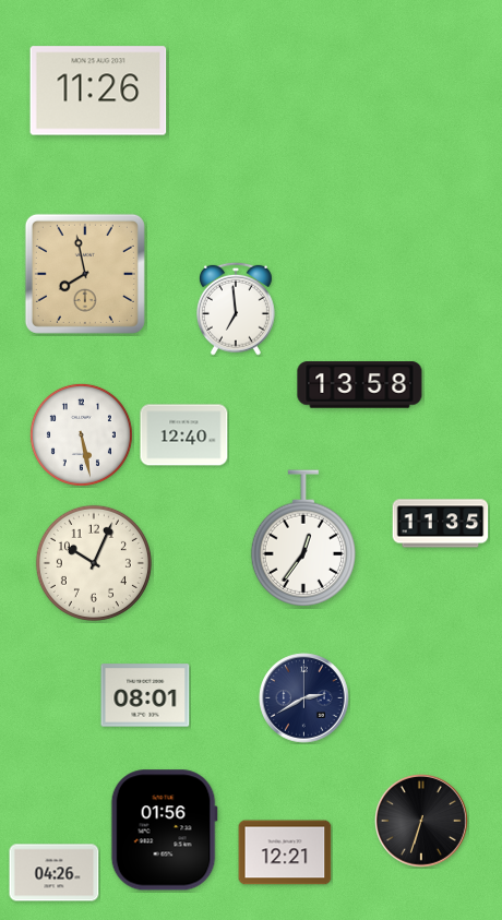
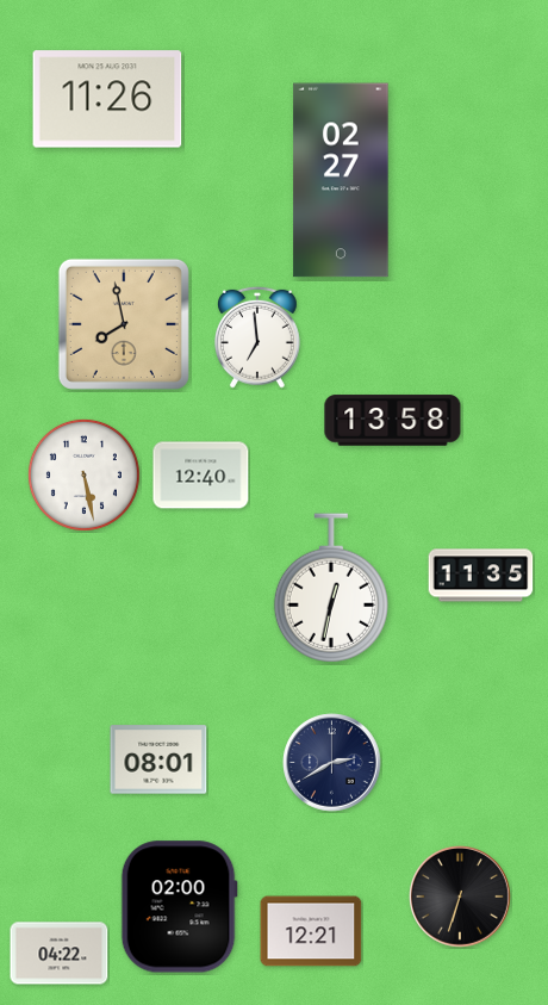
clock at (341, 180): none -> 02:27
clock at (85, 274) position: (85, 274) -> (124, 324)
clock at (81, 434) position: (81, 434) -> (83, 474)
clock at (441, 524) position: (441, 524) -> (481, 576)
clock at (303, 538): 12:36 -> 12:32
clock at (94, 563): 10:04 -> none
clock at (164, 831): 01:56 -> 02:00
clock at (55, 873): 04:26 -> 04:22
